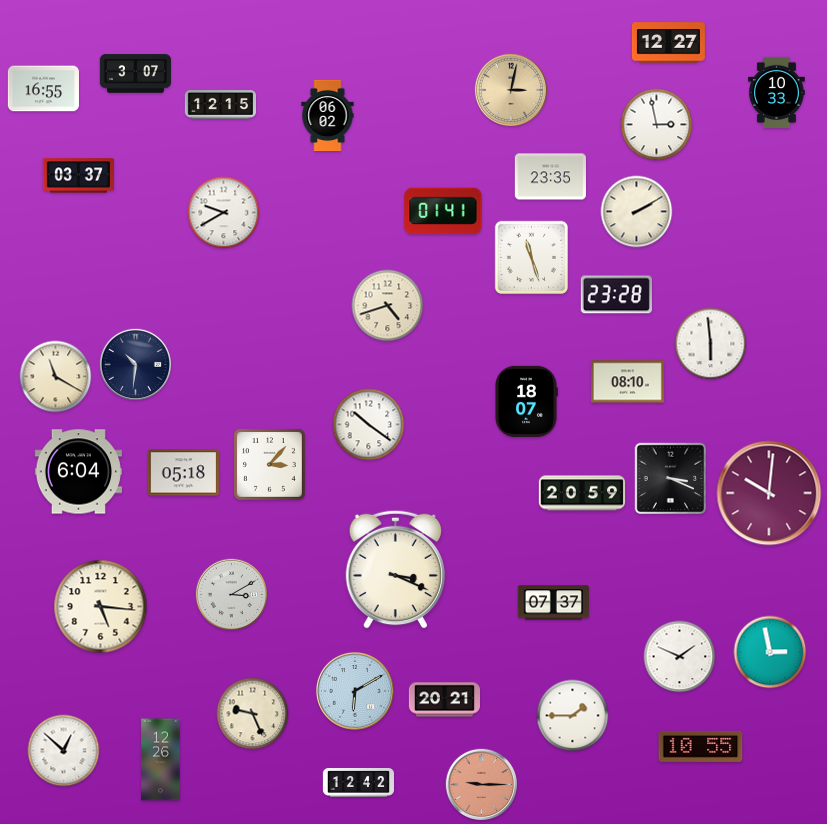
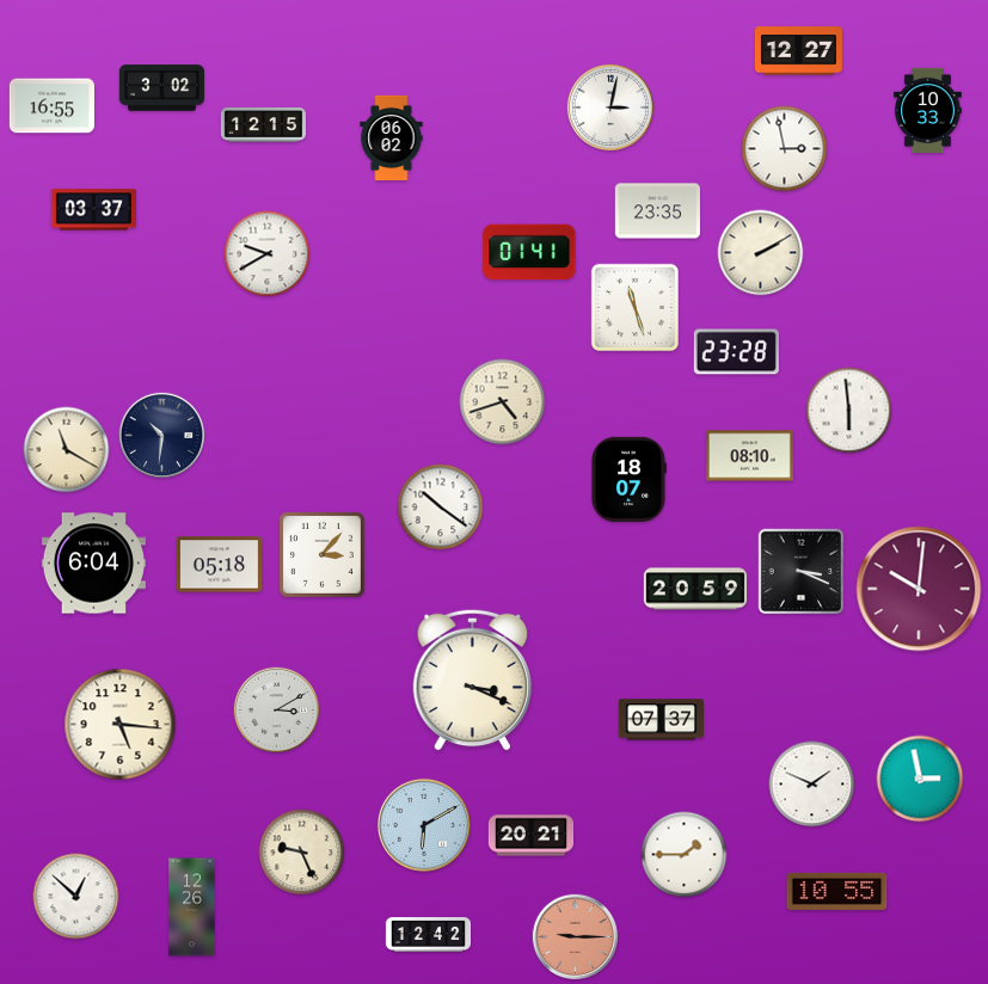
clock at (135, 74): 3:07 -> 3:02
clock at (511, 90) dial: champagne -> white
clock at (388, 306) position: (388, 306) -> (503, 402)
